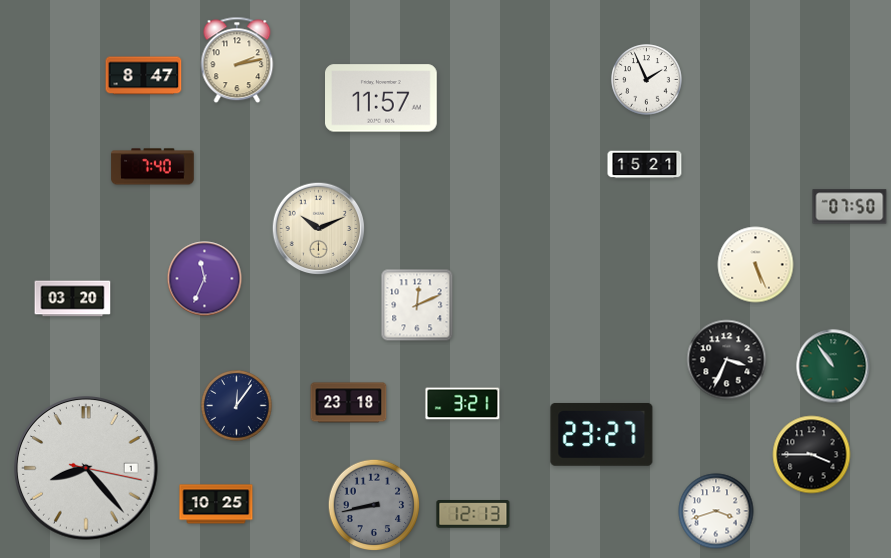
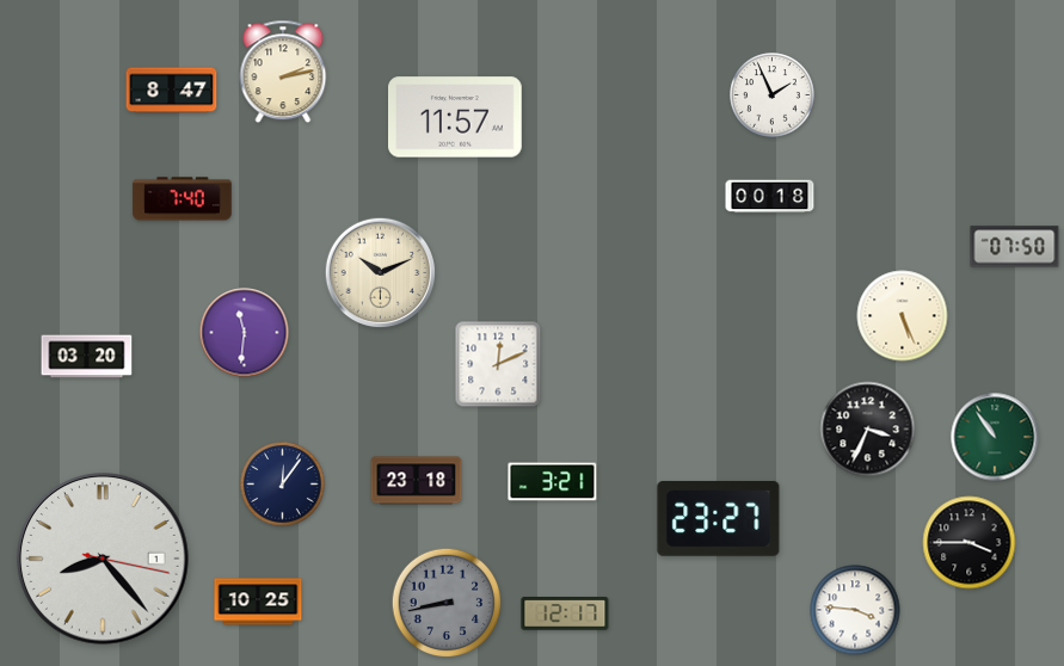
clock at (645, 165): 15:21 -> 00:18
clock at (205, 279): 11:34 -> 11:31
clock at (716, 511): 3:42 -> 3:46
clock at (473, 515): 12:13 -> 12:17
